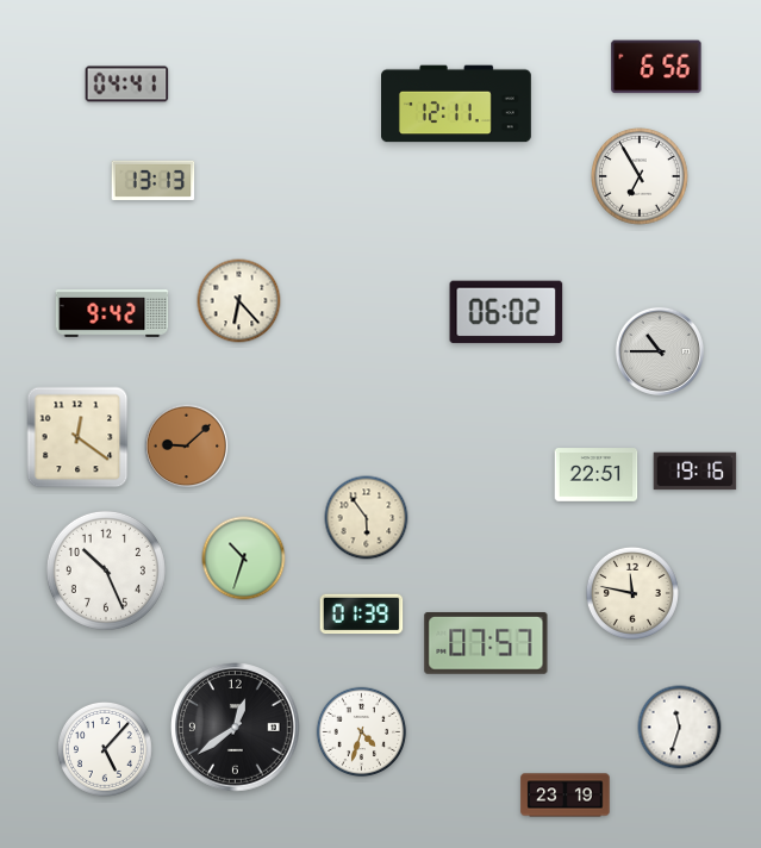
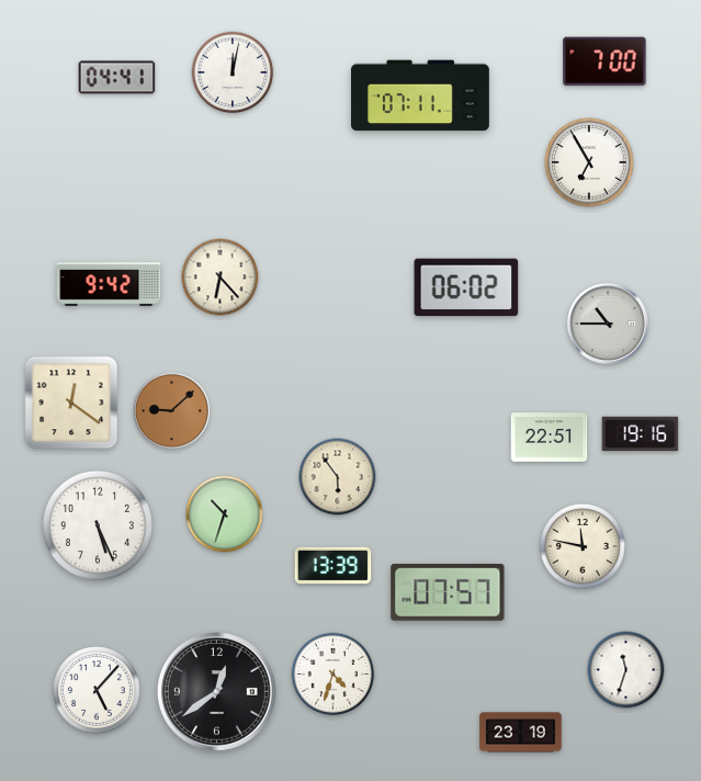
clock at (656, 67): 6:56 -> 7:00
clock at (233, 72): none -> 12:02
clock at (457, 104): 12:11 -> 07:11
clock at (154, 180): 13:13 -> none
clock at (112, 314) position: (112, 314) -> (109, 285)
clock at (106, 570): 10:26 -> 5:26
clock at (362, 615): 01:39 -> 13:39
clock at (236, 728) position: (236, 728) -> (217, 692)
